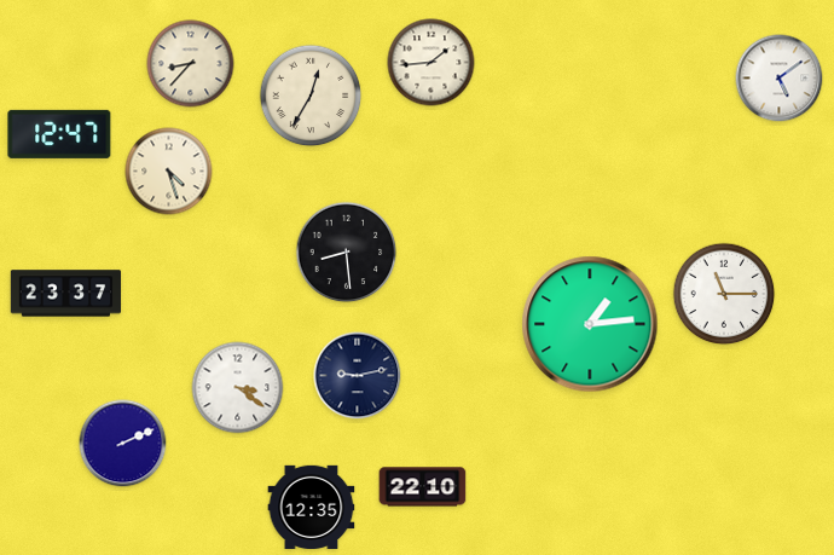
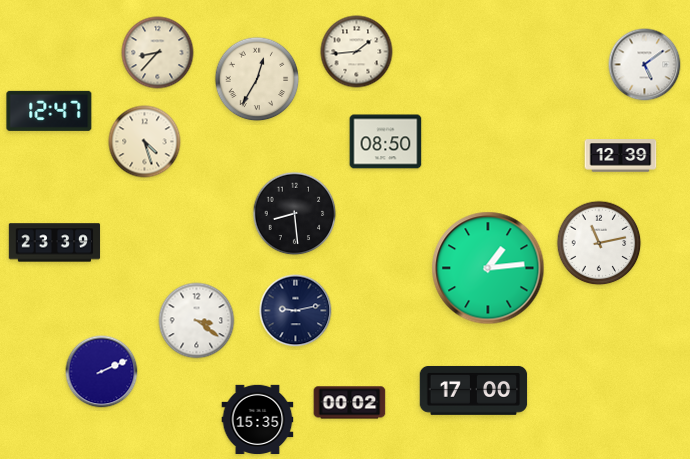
clock at (169, 172) position: (169, 172) -> (145, 142)
clock at (386, 142): none -> 08:50
clock at (621, 156): none -> 12:39
clock at (347, 253) position: (347, 253) -> (295, 214)
clock at (66, 294): 23:37 -> 23:39
clock at (724, 294): 11:15 -> 11:13
clock at (123, 444) position: (123, 444) -> (102, 372)
clock at (474, 390): none -> 17:00
clock at (423, 487): 22:10 -> 00:02
clock at (312, 507): 12:35 -> 15:35
